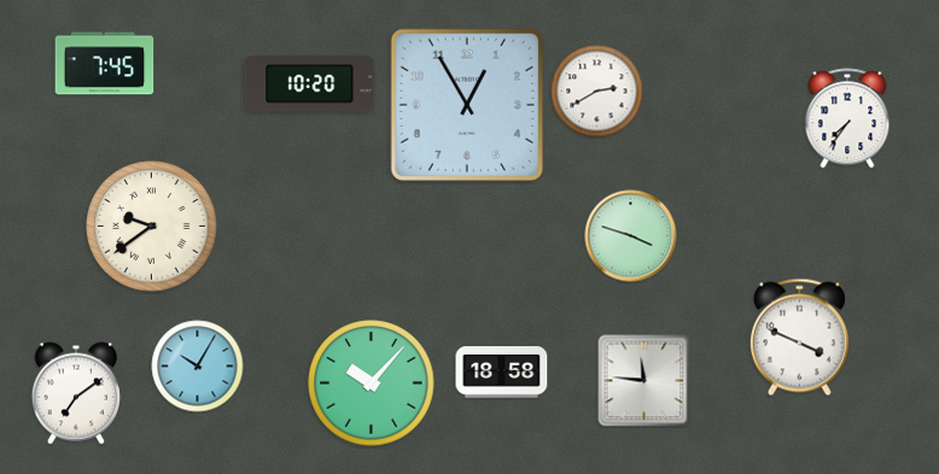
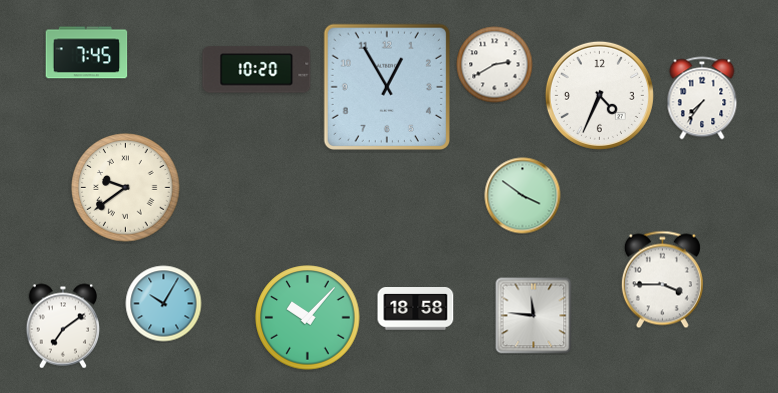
clock at (597, 92) position: (597, 92) -> (495, 65)
clock at (599, 95): none -> 4:34
clock at (631, 236): 3:48 -> 3:51
clock at (799, 338): 3:49 -> 3:45
